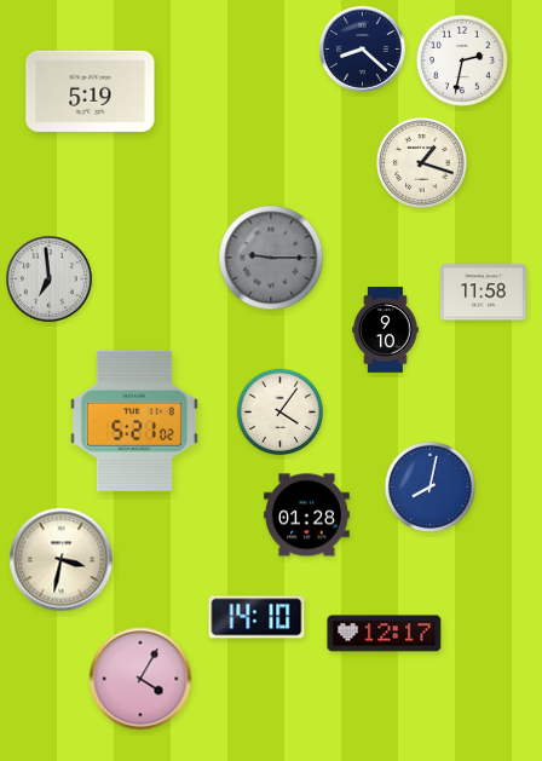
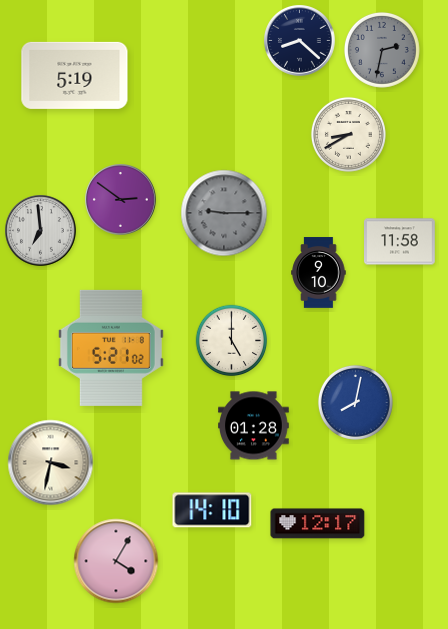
clock at (462, 60) dial: white -> grey
clock at (421, 162): 1:18 -> 8:40
clock at (121, 200): none -> 2:51
clock at (281, 413): 4:06 -> 5:00
